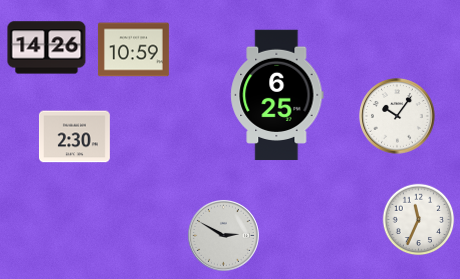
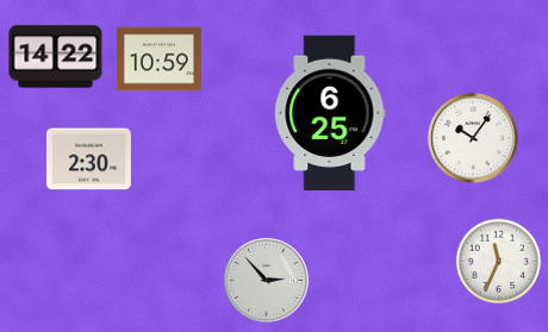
clock at (47, 48): 14:26 -> 14:22
clock at (74, 137) position: (74, 137) -> (88, 159)
clock at (223, 235): 2:50 -> 2:53
